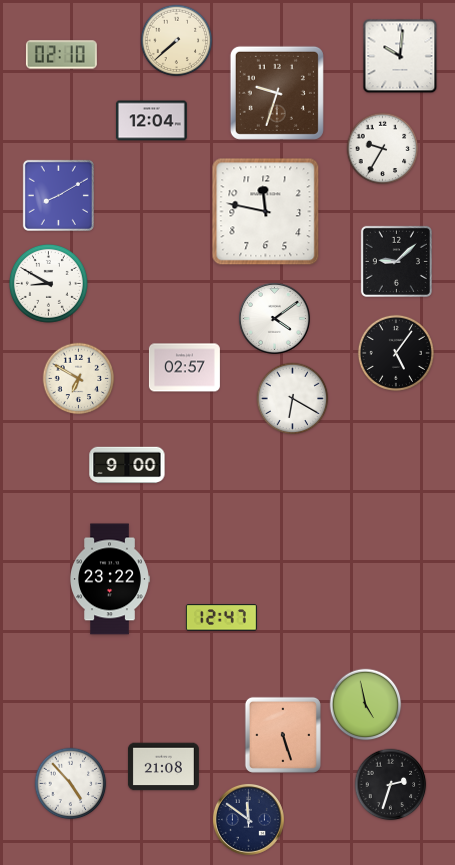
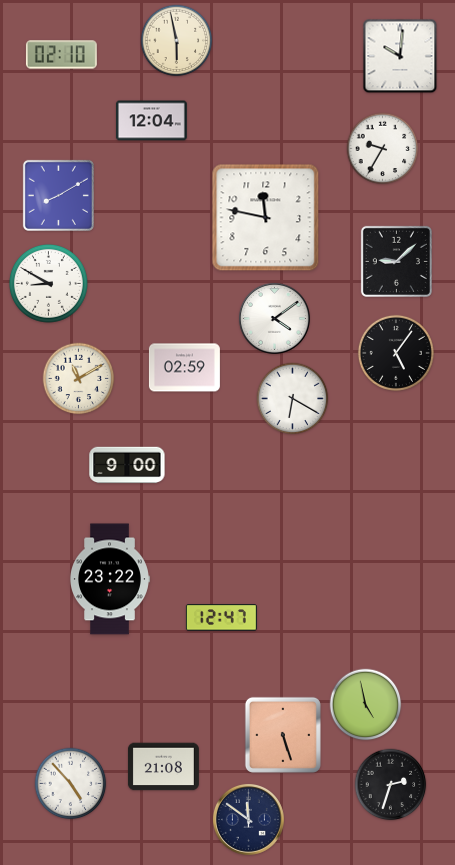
clock at (177, 41): 7:38 -> 5:58
clock at (277, 93): 9:33 -> none
clock at (266, 212) position: (266, 212) -> (266, 218)
clock at (184, 368): 02:57 -> 02:59
clock at (79, 379): 6:50 -> 11:10
